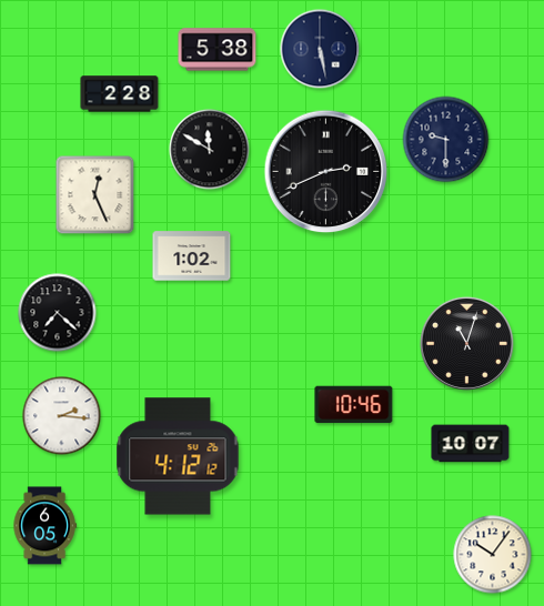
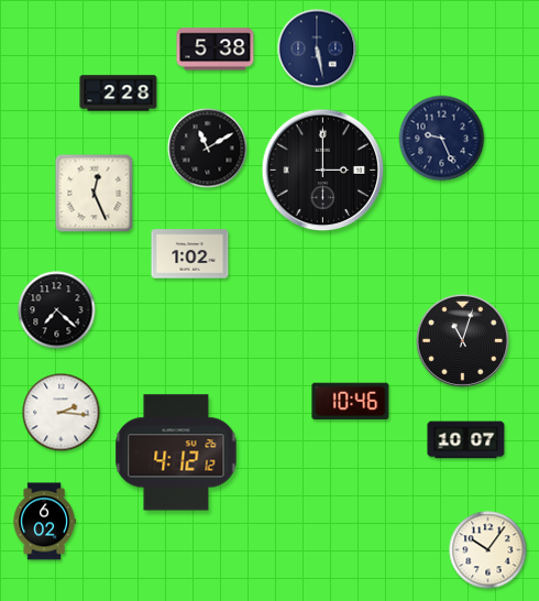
clock at (446, 140): 9:30 -> 9:26
clock at (210, 150): 11:50 -> 11:10
clock at (326, 172): 2:41 -> 3:00
clock at (44, 526): 6:05 -> 6:02
